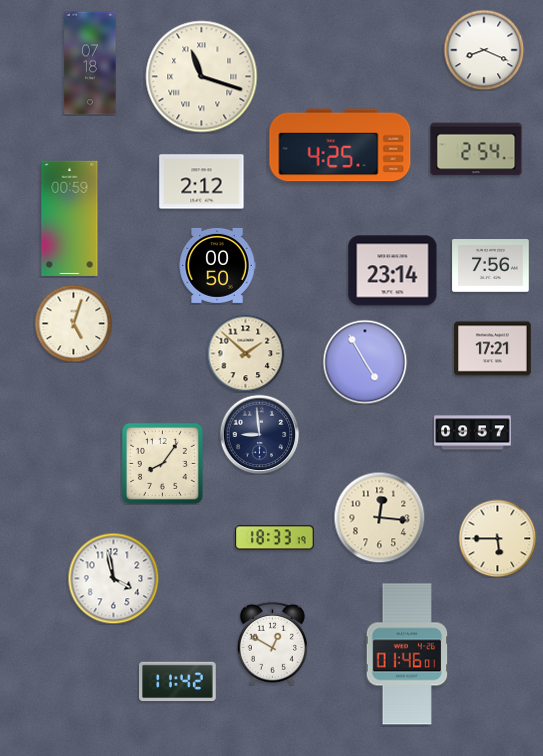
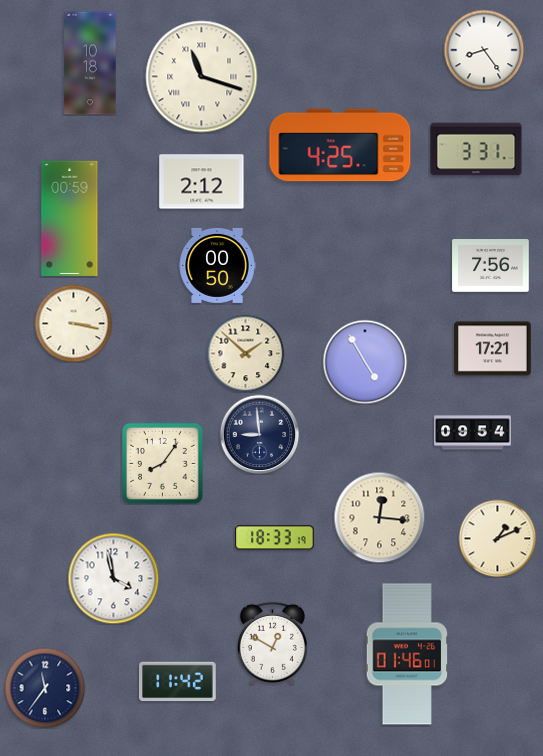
clock at (484, 50): 8:19 -> 8:24
clock at (90, 63): 07:18 -> 10:18
clock at (476, 149): 2:54 -> 3:31
clock at (393, 271): 23:14 -> none
clock at (73, 323): 5:03 -> 3:17
clock at (473, 433): 09:57 -> 09:54
clock at (497, 538): 5:45 -> 1:11
clock at (45, 688): none -> 11:36
